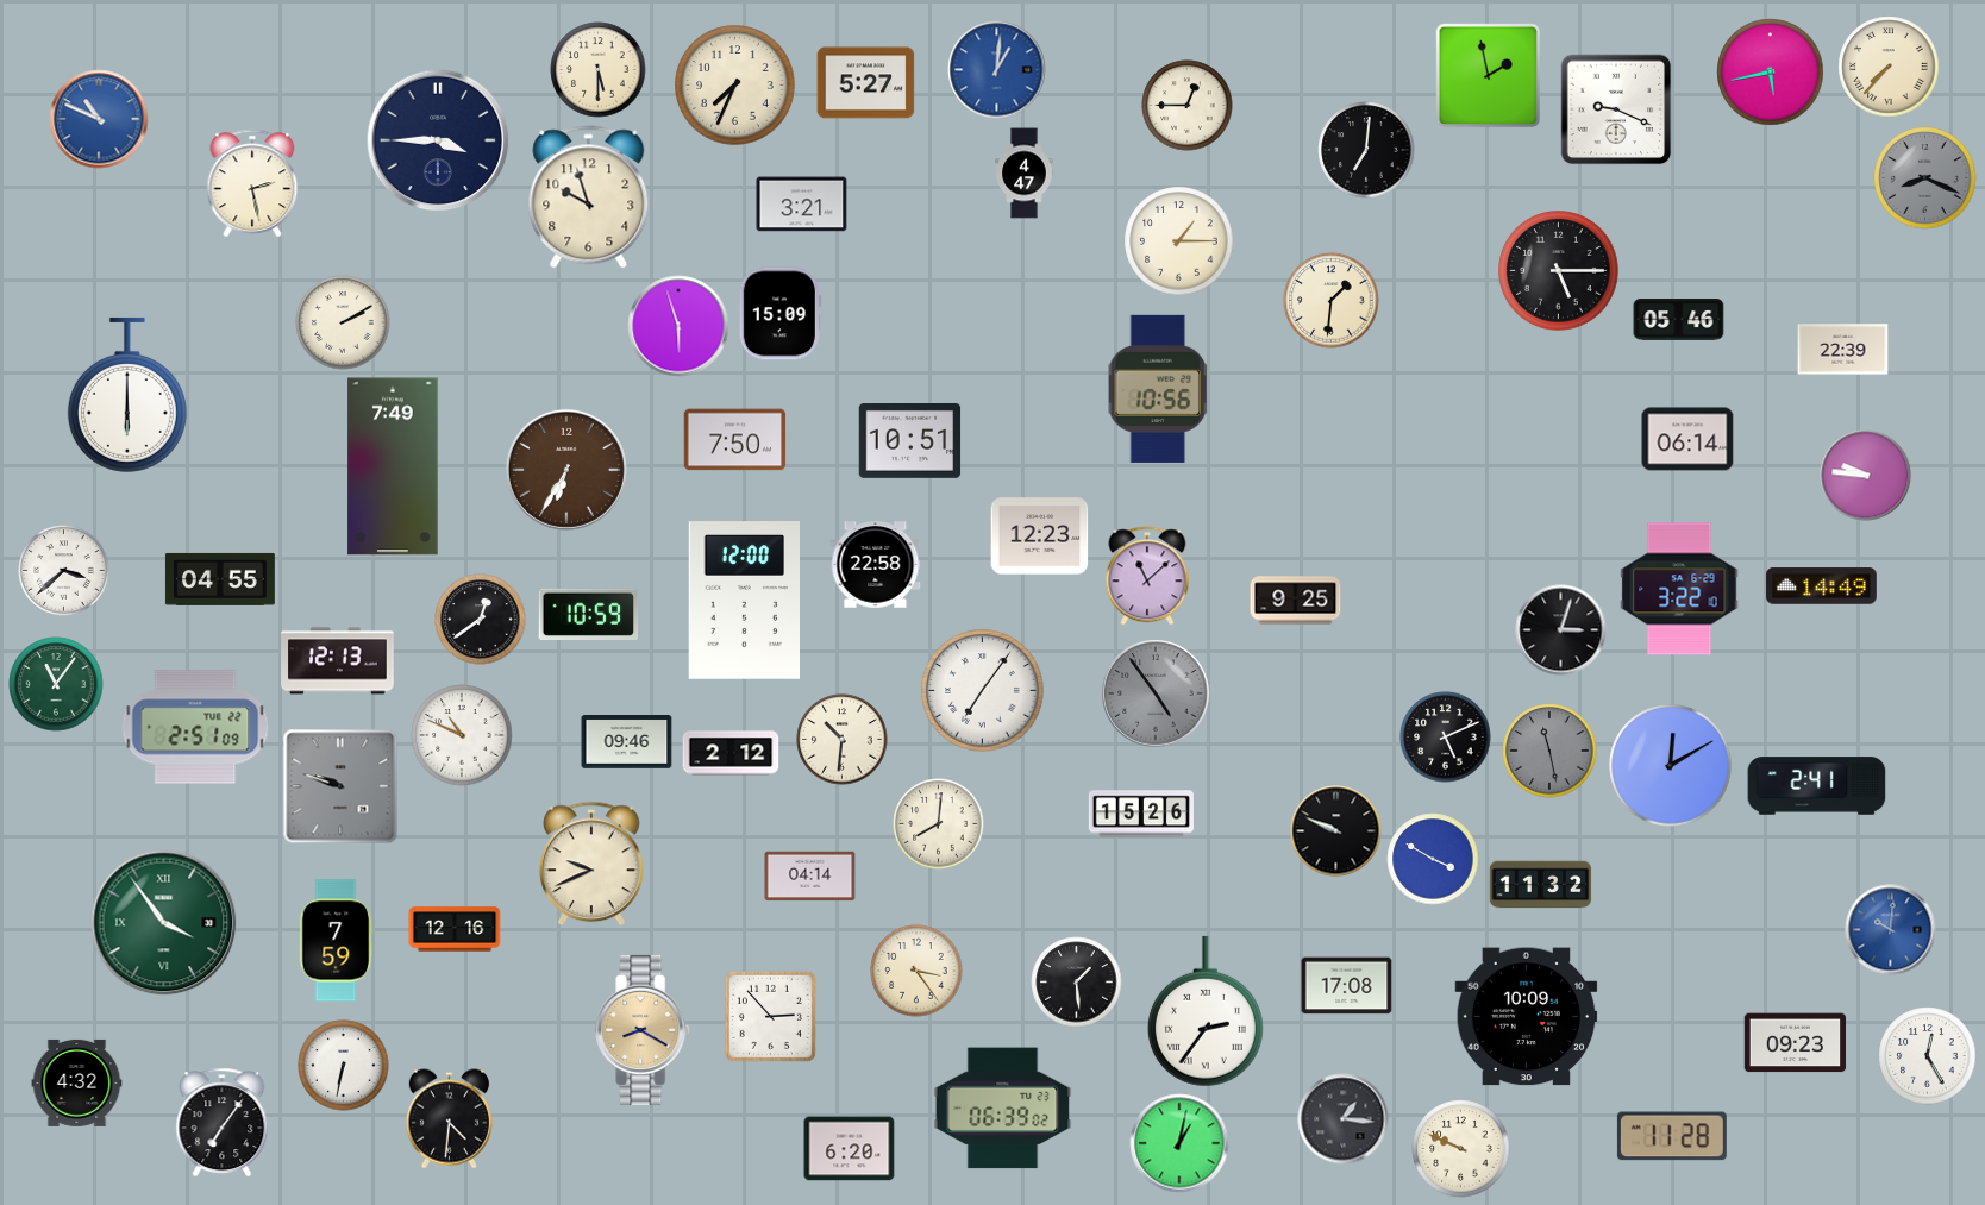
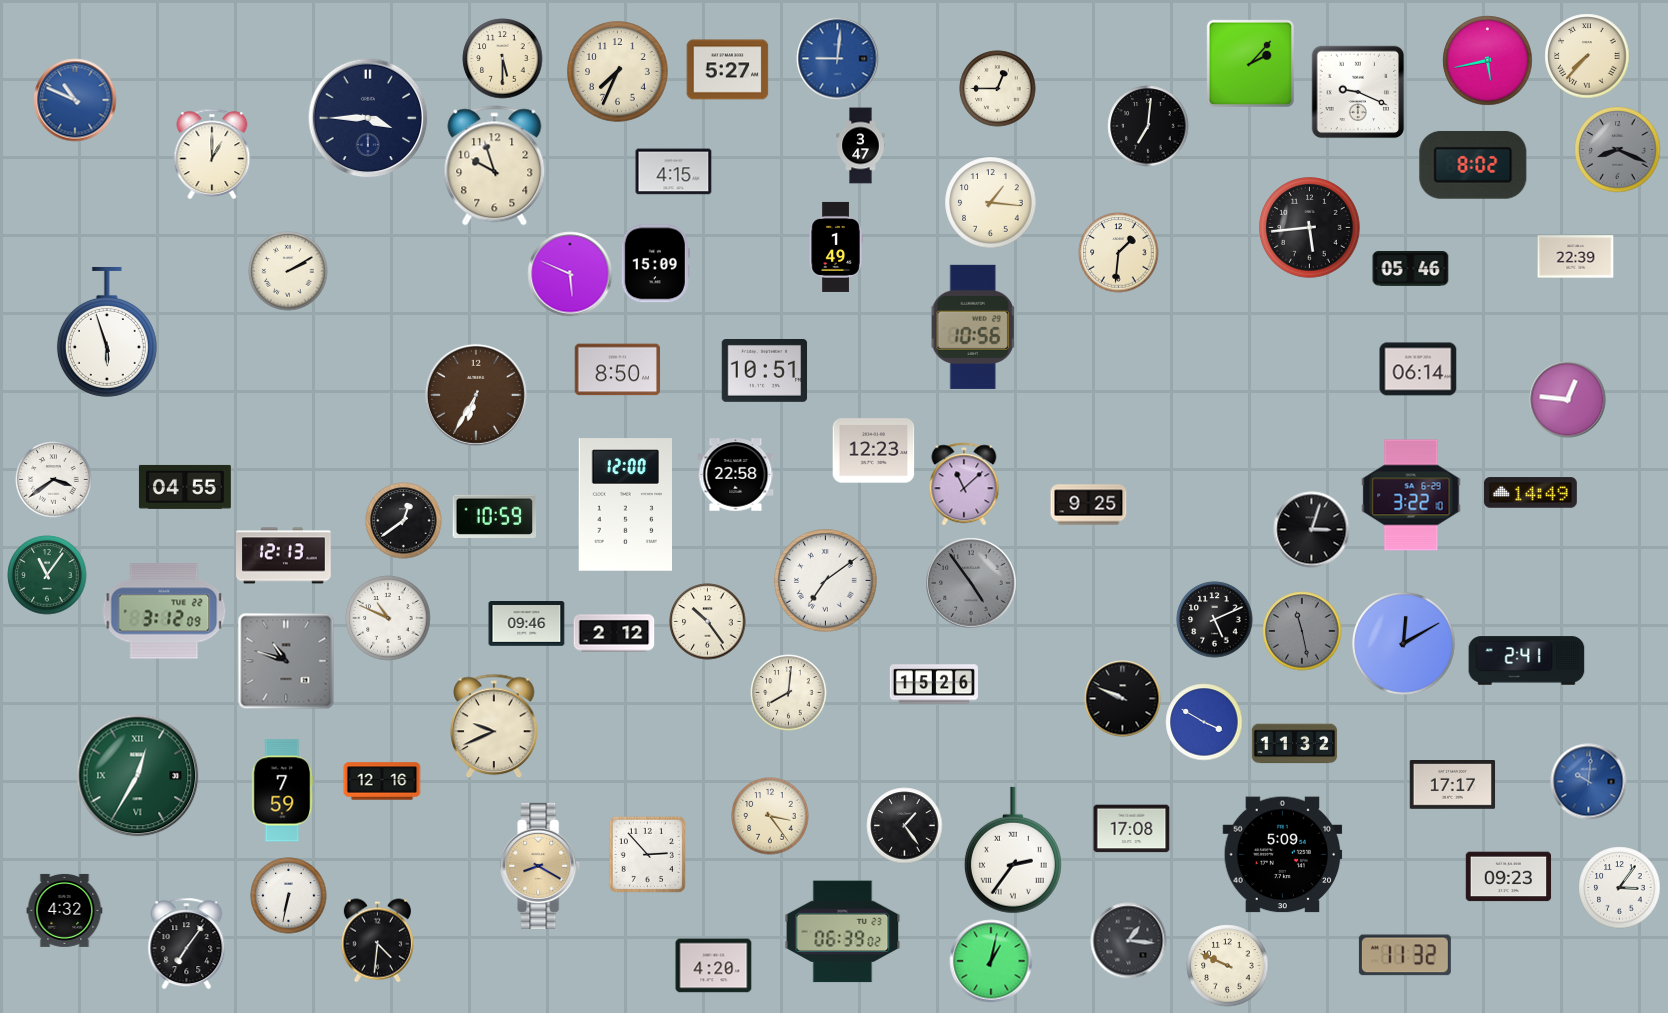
clock at (997, 70): 1:01 -> 9:01
clock at (1488, 75): 1:58 -> 2:07
clock at (99, 119) position: (99, 119) -> (75, 100)
clock at (1025, 174): 4:47 -> 3:47
clock at (252, 182): 2:28 -> 1:00
clock at (1473, 165): none -> 8:02
clock at (802, 205): 3:21 -> 4:15
clock at (1179, 241): 1:15 -> 1:16
clock at (1559, 271): 5:15 -> 5:44
clock at (836, 247): none -> 1:49
clock at (678, 326): 5:57 -> 5:49
clock at (1843, 350) position: (1843, 350) -> (1576, 257)
clock at (127, 395): 6:00 -> 5:57
clock at (735, 440): 7:50 -> 8:50
clock at (393, 466): 7:49 -> none
clock at (1866, 476): 9:46 -> 12:46
clock at (64, 571): 3:38 -> 3:39
clock at (983, 691): 7:06 -> 7:09
clock at (195, 727): 2:51 -> 3:12
clock at (843, 740): 10:31 -> 10:24
clock at (340, 786): 9:48 -> 10:48
clock at (1141, 814) position: (1141, 814) -> (934, 684)
clock at (591, 864) position: (591, 864) -> (494, 726)
clock at (810, 877): 04:14 -> none
clock at (164, 923): 3:54 -> 12:35
clock at (1453, 785): none -> 17:17
clock at (1077, 983): 1:29 -> 1:24
clock at (1527, 1017): 10:09 -> 5:09
clock at (1928, 1056): 12:25 -> 3:06
clock at (1672, 1136): 11:28 -> 11:32
clock at (850, 1149): 6:20 -> 4:20
